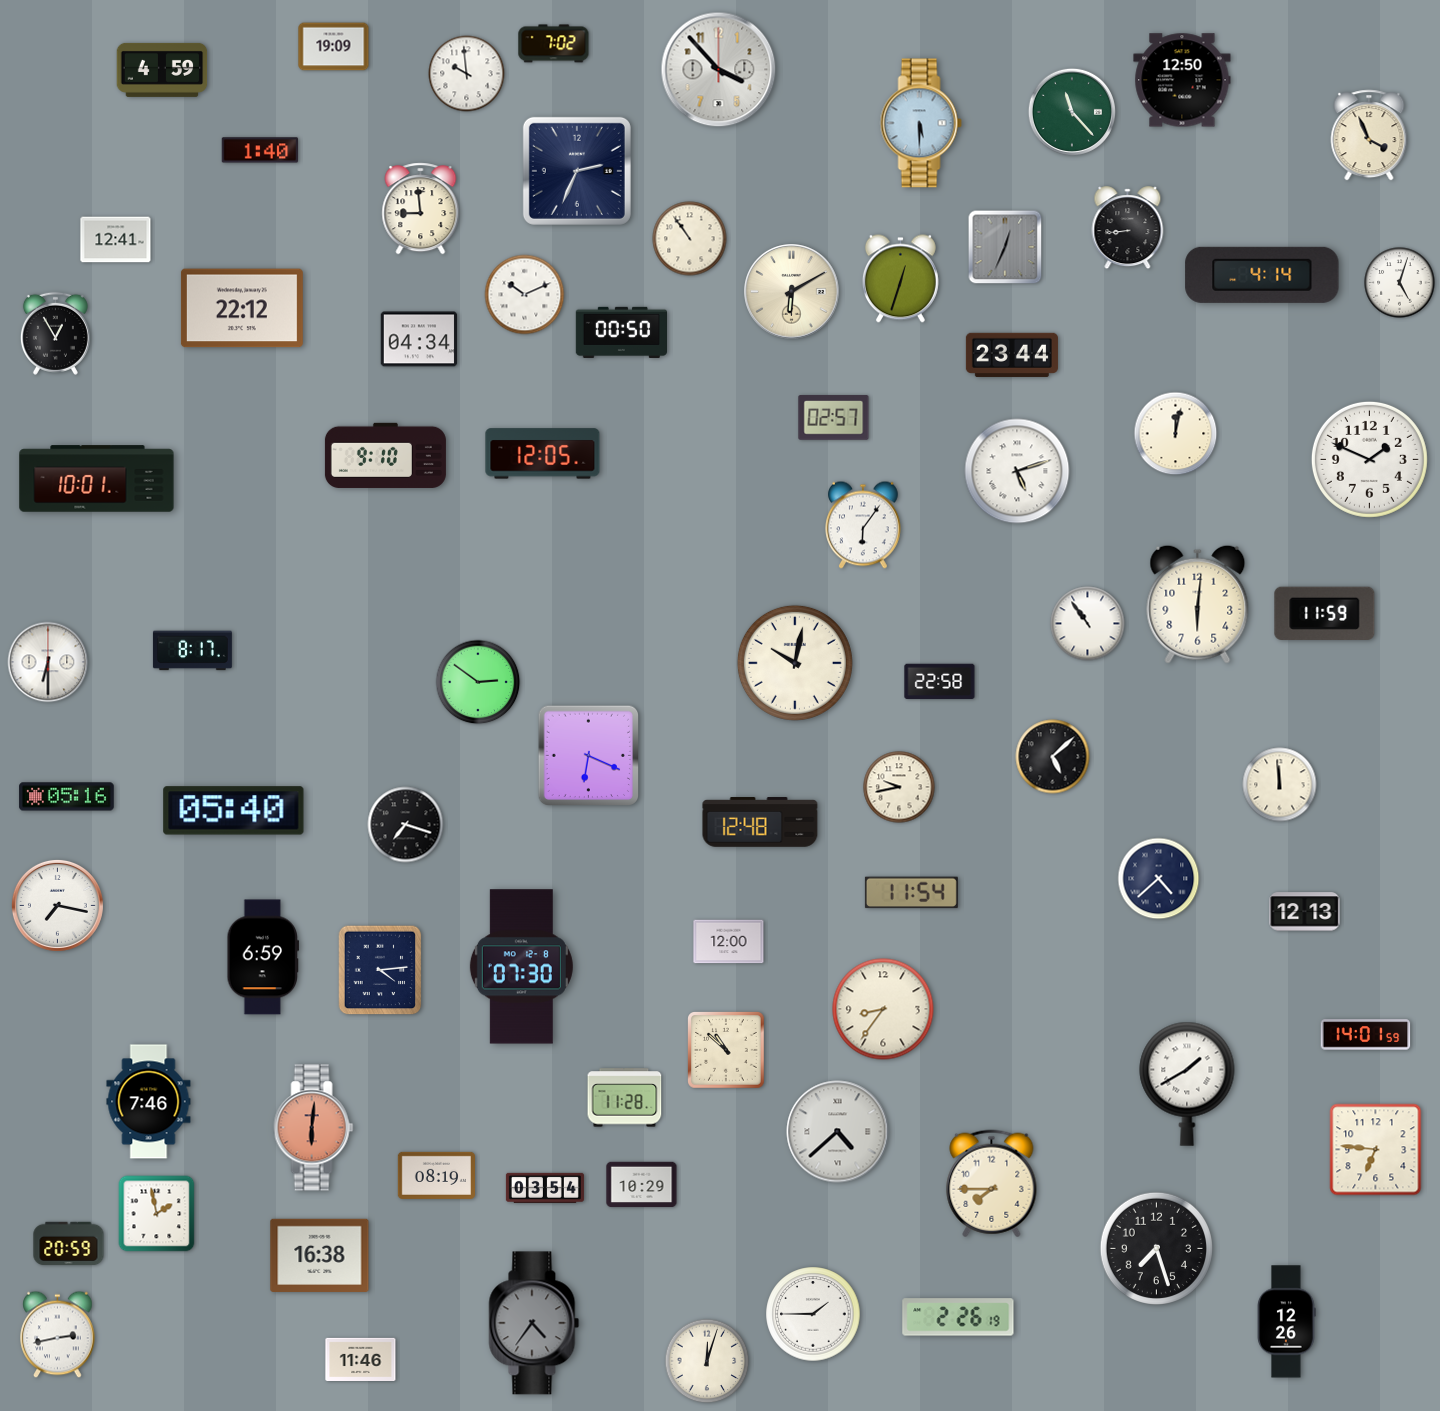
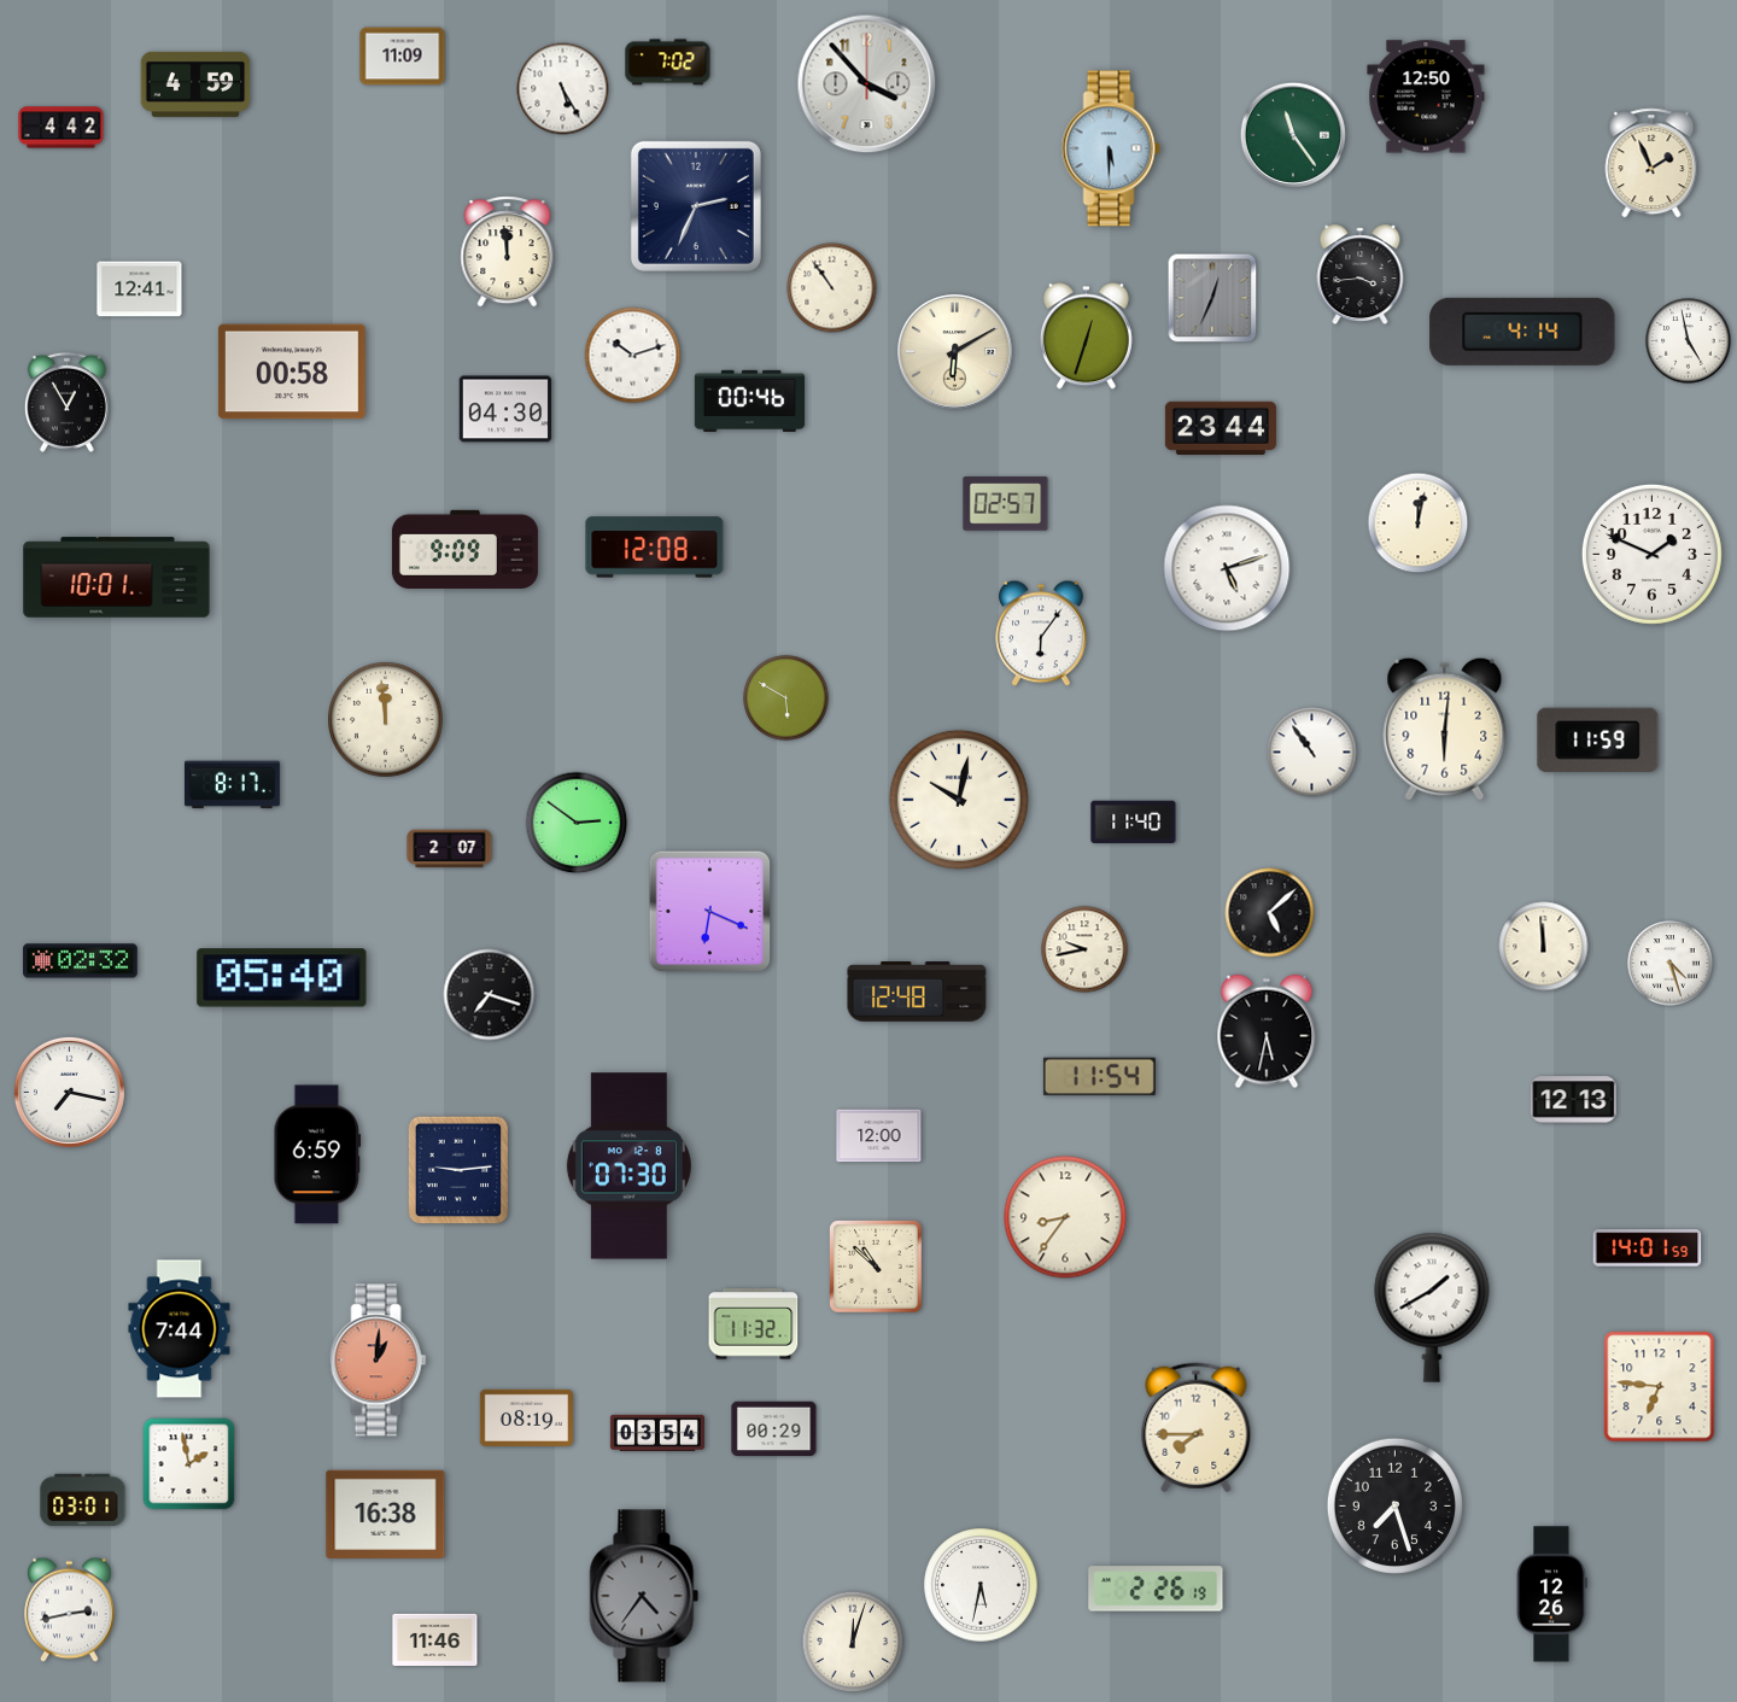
clock at (554, 44) position: (554, 44) -> (668, 63)
clock at (334, 47): 19:09 -> 11:09
clock at (467, 74): 9:59 -> 5:25
clock at (62, 128): none -> 4:42
clock at (1072, 112): 11:23 -> 11:24
clock at (1369, 135): 3:56 -> 1:56
clock at (260, 150): 1:40 -> none
clock at (421, 209): 8:59 -> 11:59
clock at (1128, 228): 8:44 -> 3:44
clock at (1400, 283): 5:03 -> 4:58
clock at (525, 295): 10:11 -> 10:12
clock at (242, 308): 22:12 -> 00:58
clock at (621, 332): 00:50 -> 00:46
clock at (419, 339): 04:34 -> 04:30
clock at (543, 454): 12:05 -> 12:08
clock at (385, 455): 9:10 -> 9:09
clock at (786, 698): none -> 5:50
clock at (386, 720): none -> 11:59
clock at (48, 662): 6:30 -> none
clock at (940, 682): 22:58 -> 11:40
clock at (450, 849): none -> 2:07
clock at (67, 797): 05:16 -> 02:32
clock at (1671, 964): none -> 4:27
clock at (1267, 1031): none -> 5:32
clock at (1159, 879): 4:38 -> none
clock at (380, 970): 4:14 -> 9:14
clock at (625, 1098): 11:28 -> 11:32
clock at (149, 1102): 7:46 -> 7:44
clock at (314, 1128): 6:01 -> 1:01
clock at (838, 1132): 4:38 -> none
clock at (642, 1185): 10:29 -> 00:29
clock at (69, 1244): 20:59 -> 03:01
clock at (813, 1314): 1:45 -> 5:32
